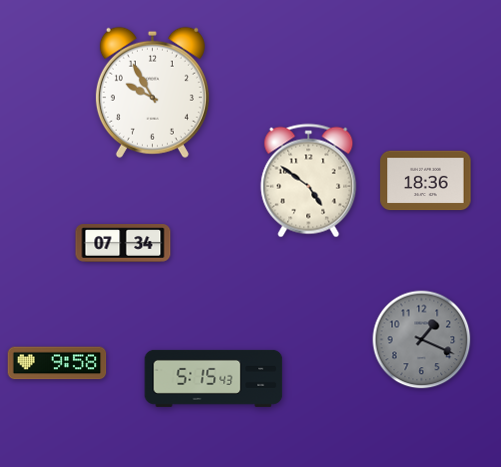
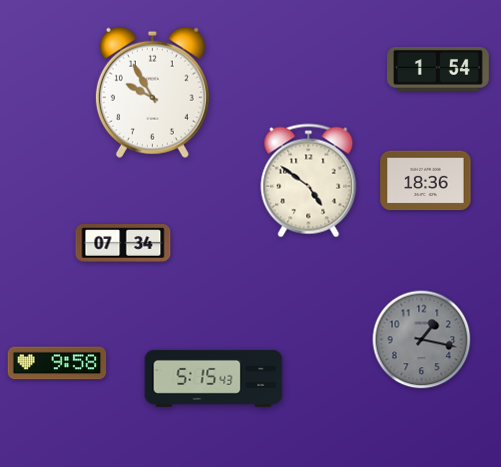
clock at (439, 69): none -> 1:54
clock at (422, 340): 1:19 -> 1:17
